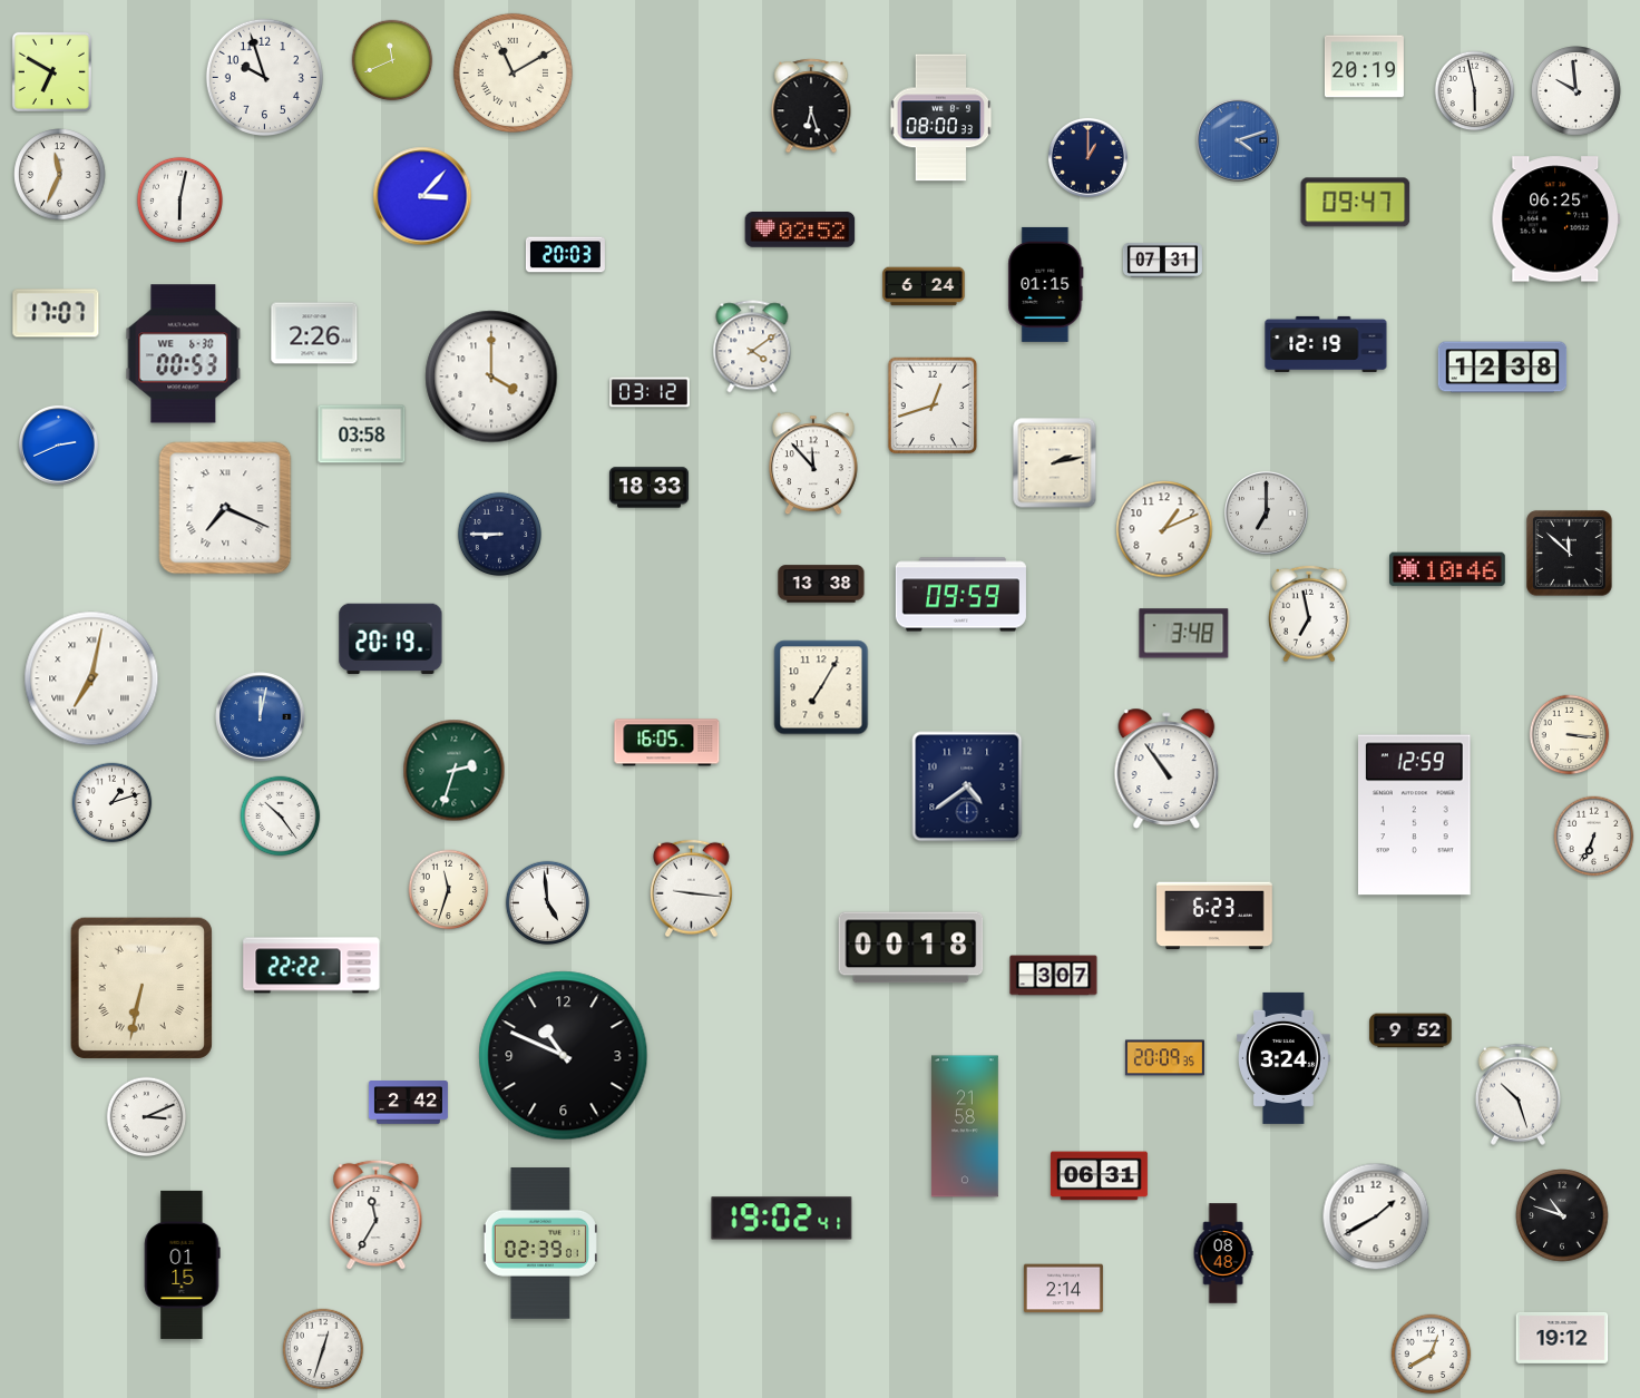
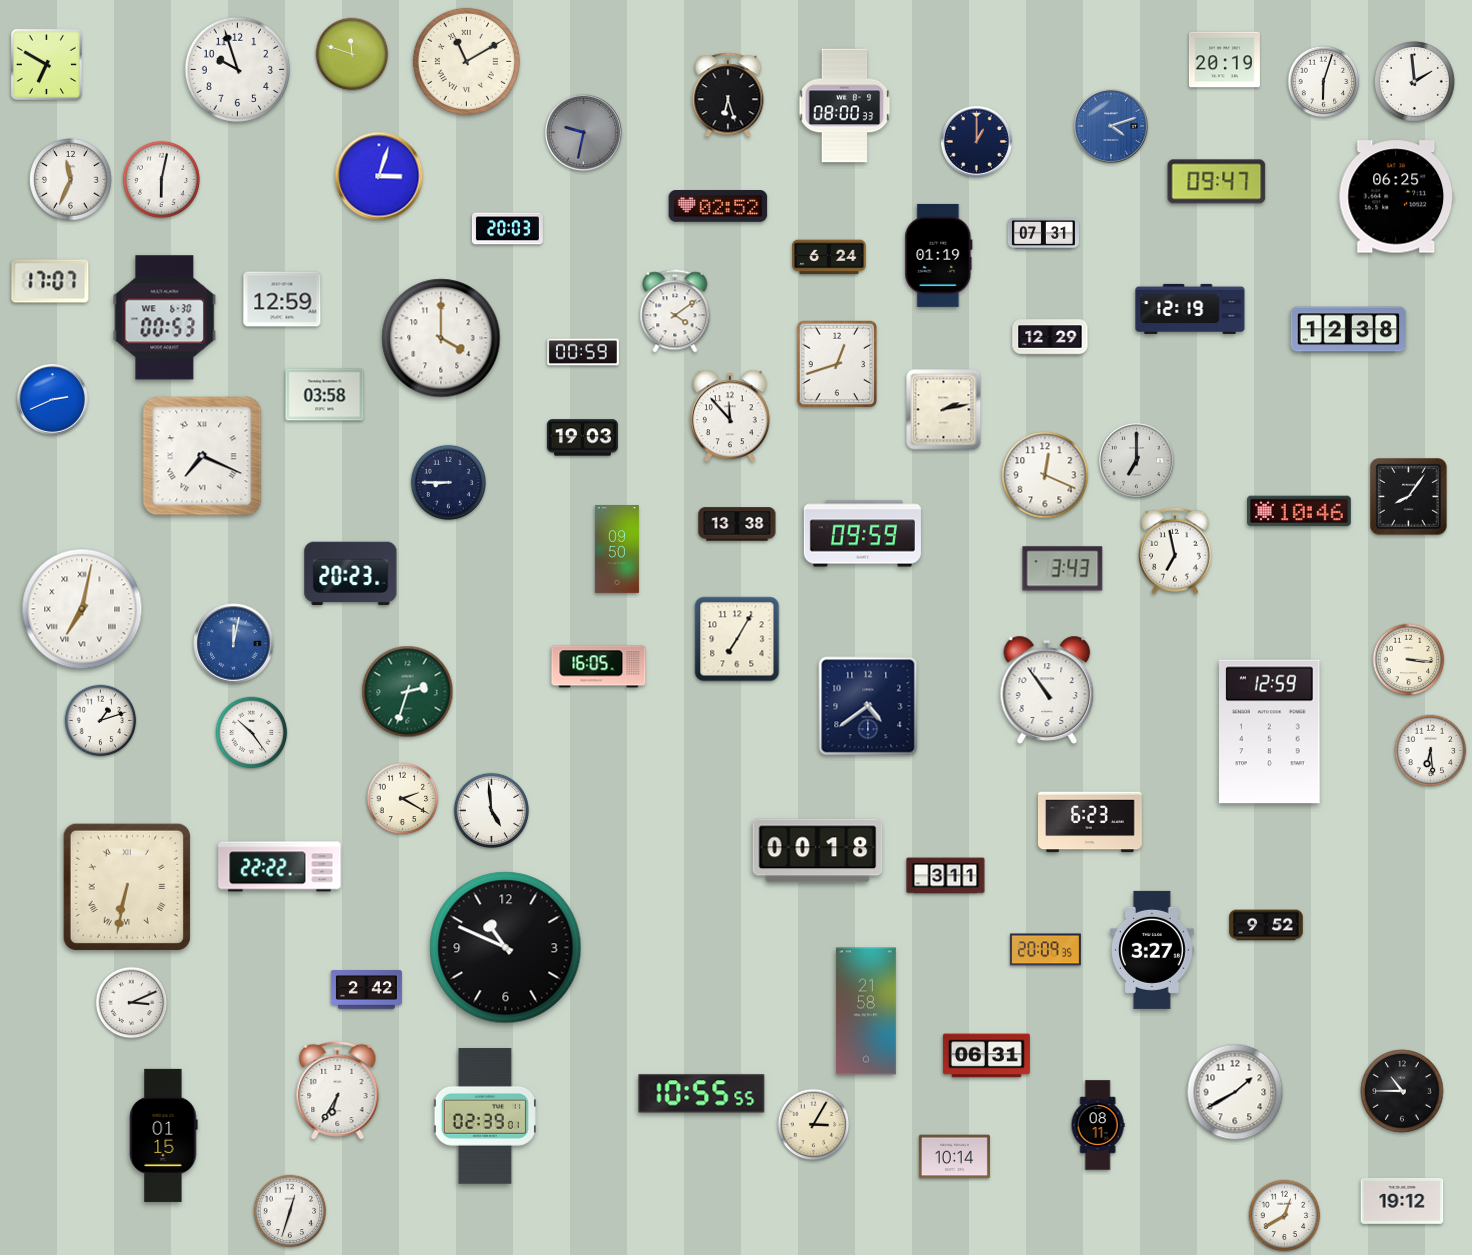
clock at (392, 60): 11:41 -> 11:48
clock at (512, 72) position: (512, 72) -> (466, 61)
clock at (1475, 91): 5:58 -> 6:03
clock at (1576, 91): 9:59 -> 1:59
clock at (584, 133): none -> 9:32
clock at (60, 175) position: (60, 175) -> (71, 180)
clock at (422, 196): 3:07 -> 3:03
clock at (1046, 284): 01:15 -> 01:19
clock at (314, 333): 2:26 -> 12:59
clock at (1050, 337): none -> 12:29
clock at (651, 392): 03:12 -> 00:59
clock at (362, 434) position: (362, 434) -> (325, 395)
clock at (1055, 463) position: (1055, 463) -> (944, 410)
clock at (648, 488): 18:33 -> 19:03
clock at (1164, 529): 1:11 -> 12:19
clock at (499, 534) position: (499, 534) -> (448, 482)
clock at (1570, 554): 11:52 -> 8:06
clock at (617, 550): none -> 09:50
clock at (1184, 634): 3:48 -> 3:43
clock at (391, 639): 20:19 -> 20:23
clock at (821, 687) position: (821, 687) -> (737, 639)
clock at (1594, 837): 6:34 -> 6:29
clock at (692, 889): 9:16 -> none
clock at (449, 890): 11:33 -> 2:20
clock at (1054, 976): 3:07 -> 3:11
clock at (1285, 1058): 3:24 -> 3:27
clock at (1517, 1094): 10:27 -> none
clock at (377, 1215): 11:35 -> 6:35
clock at (1562, 1215): 10:48 -> 10:45
clock at (782, 1219): 19:02 -> 10:55
clock at (814, 1125): none -> 3:05
clock at (1223, 1253): 08:48 -> 08:11
clock at (1063, 1289): 2:14 -> 10:14
